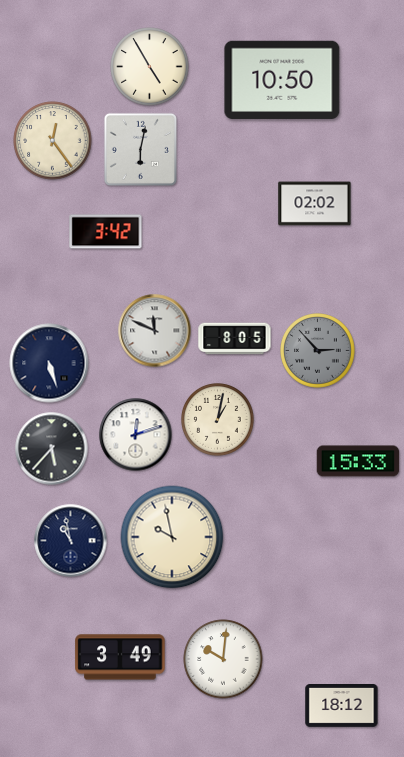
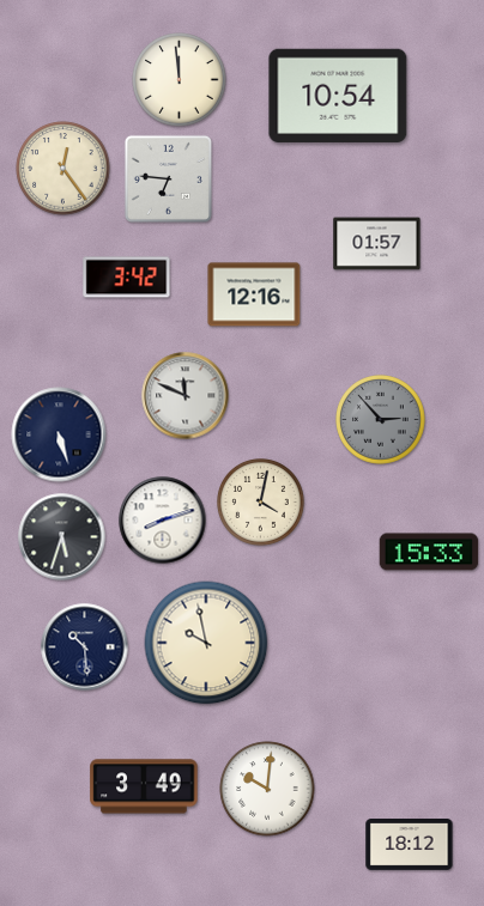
clock at (150, 67): 4:55 -> 11:59
clock at (282, 80): 10:50 -> 10:54
clock at (140, 149): 6:02 -> 6:46
clock at (315, 204): 02:02 -> 01:57
clock at (254, 294): none -> 12:16
clock at (235, 339): 8:05 -> none
clock at (218, 420): 1:02 -> 4:02
clock at (136, 435): 12:12 -> 8:12
clock at (52, 449): 5:37 -> 5:33
clock at (71, 541): 10:58 -> 10:29
